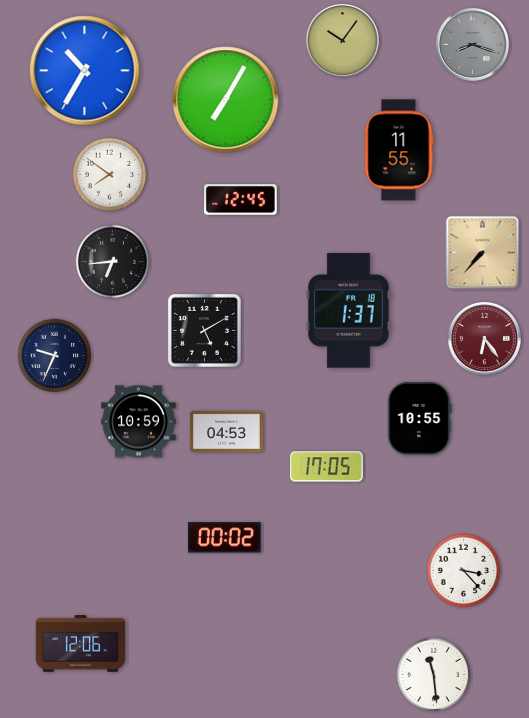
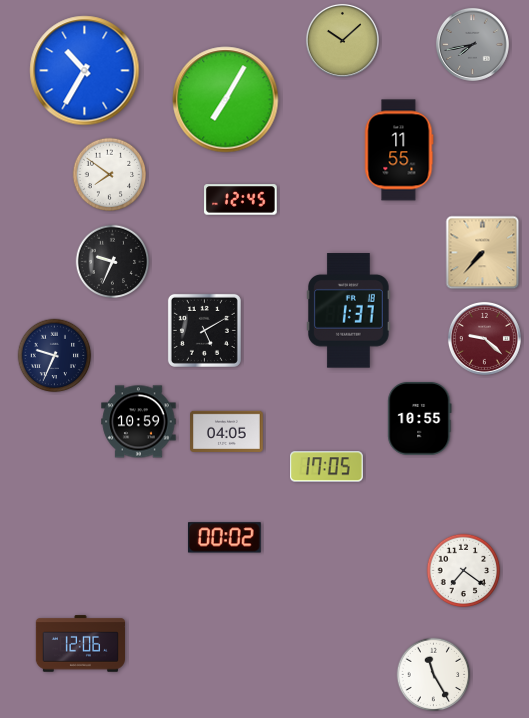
clock at (342, 40): 10:06 -> 10:08
clock at (472, 44): 8:18 -> 7:43
clock at (113, 262): 6:44 -> 9:34
clock at (484, 338): 6:24 -> 9:22
clock at (227, 431): 04:53 -> 04:05
clock at (464, 571): 3:23 -> 7:21
clock at (434, 675): 11:29 -> 11:25
